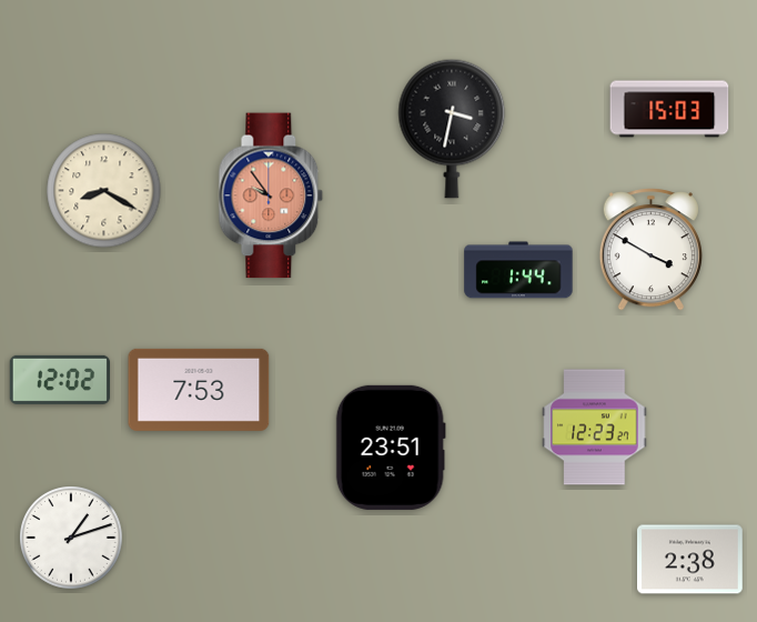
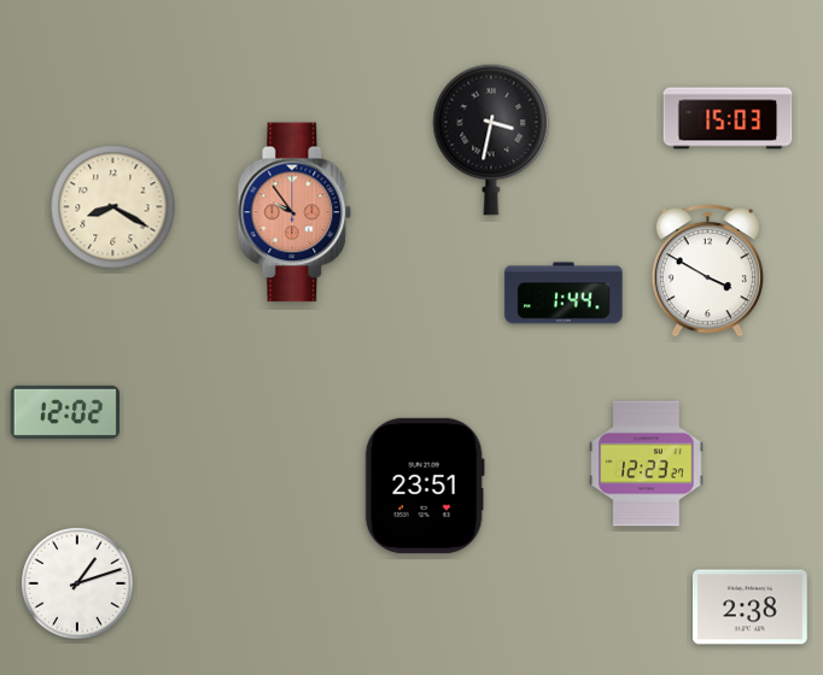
clock at (199, 390): 7:53 -> none
